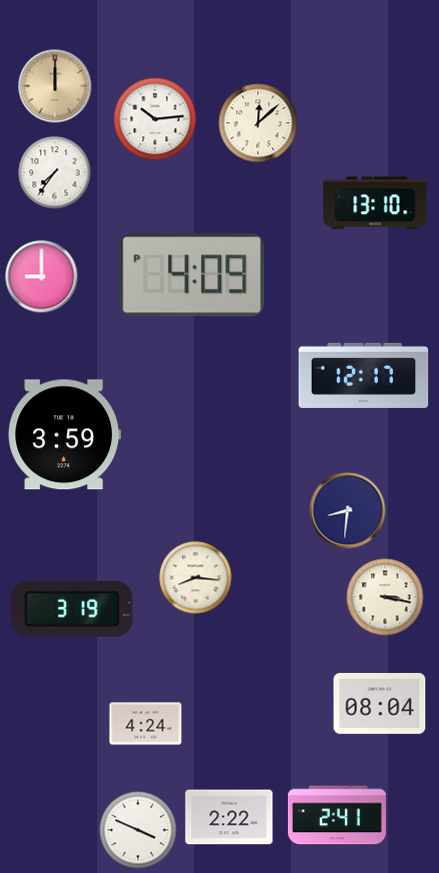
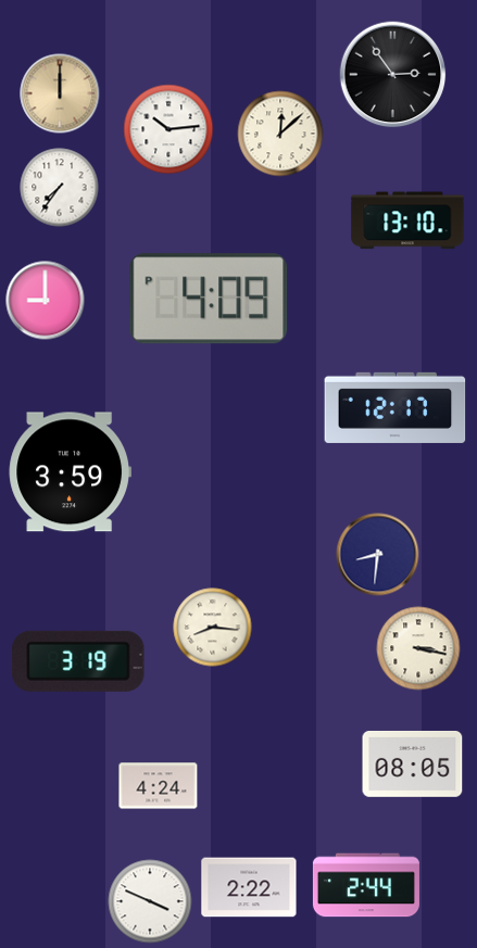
clock at (393, 75): none -> 2:54
clock at (380, 703): 08:04 -> 08:05
clock at (337, 815): 2:41 -> 2:44
